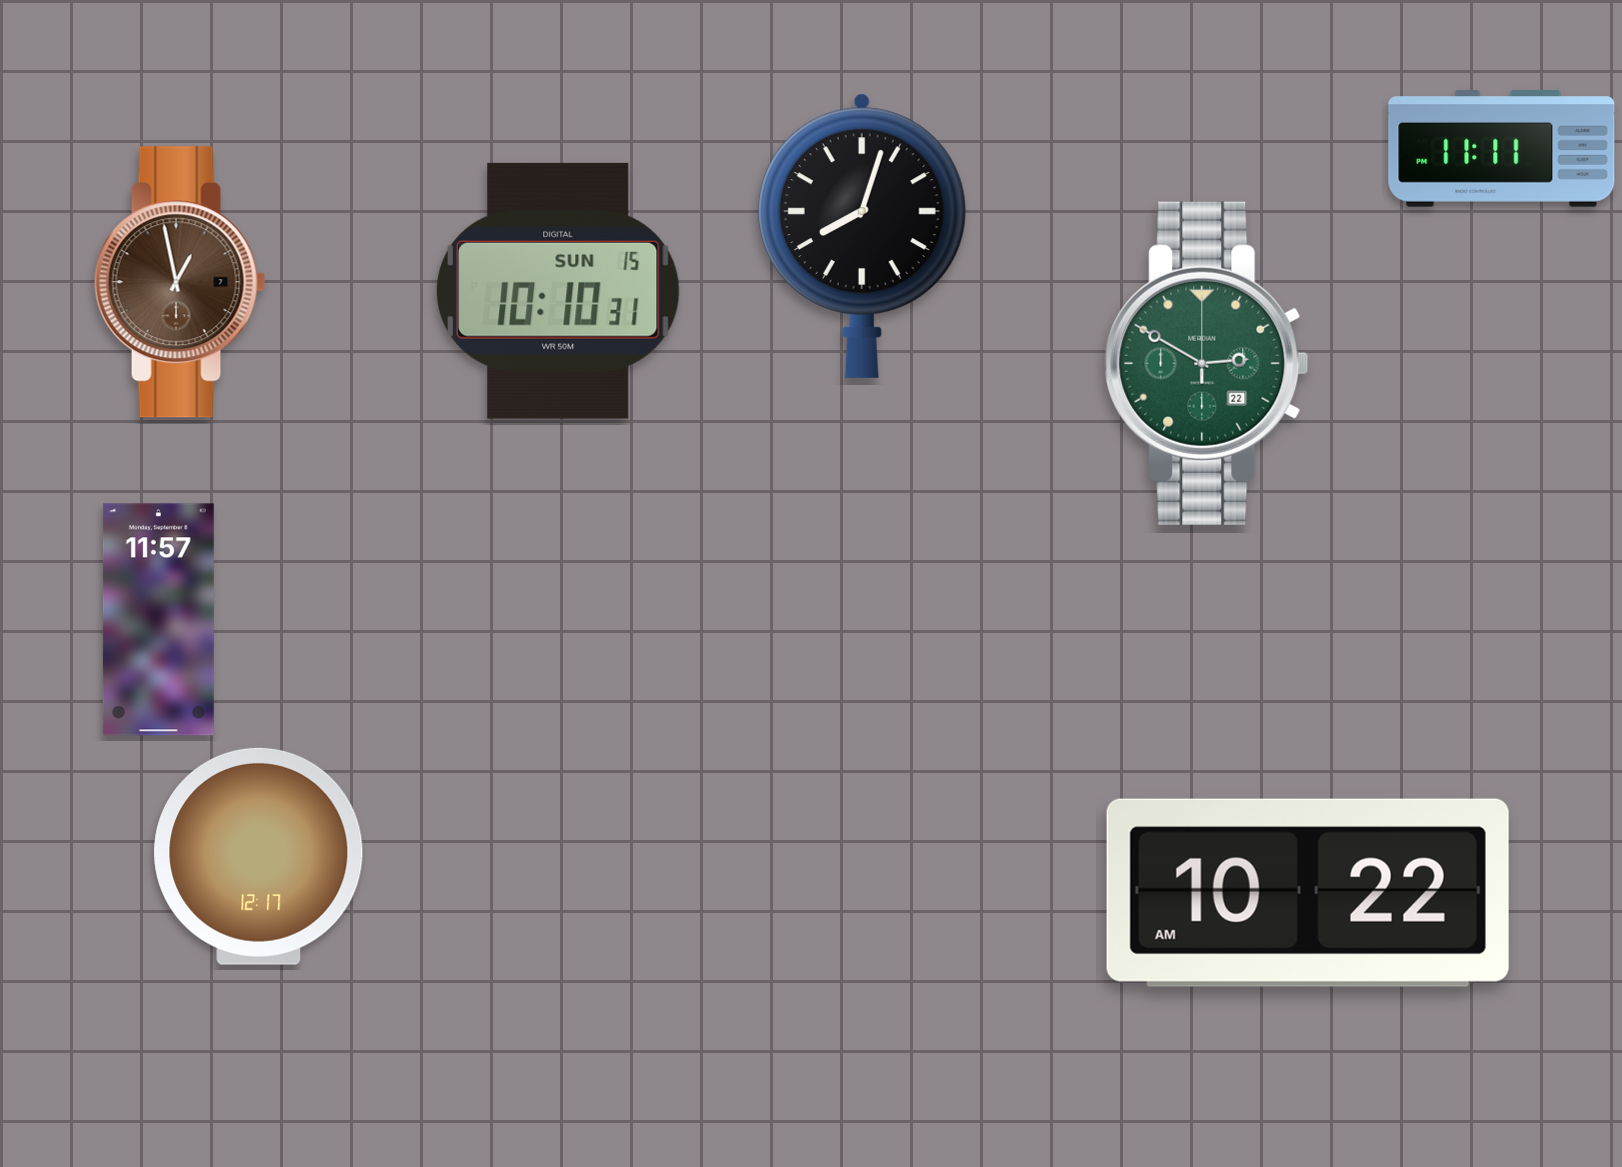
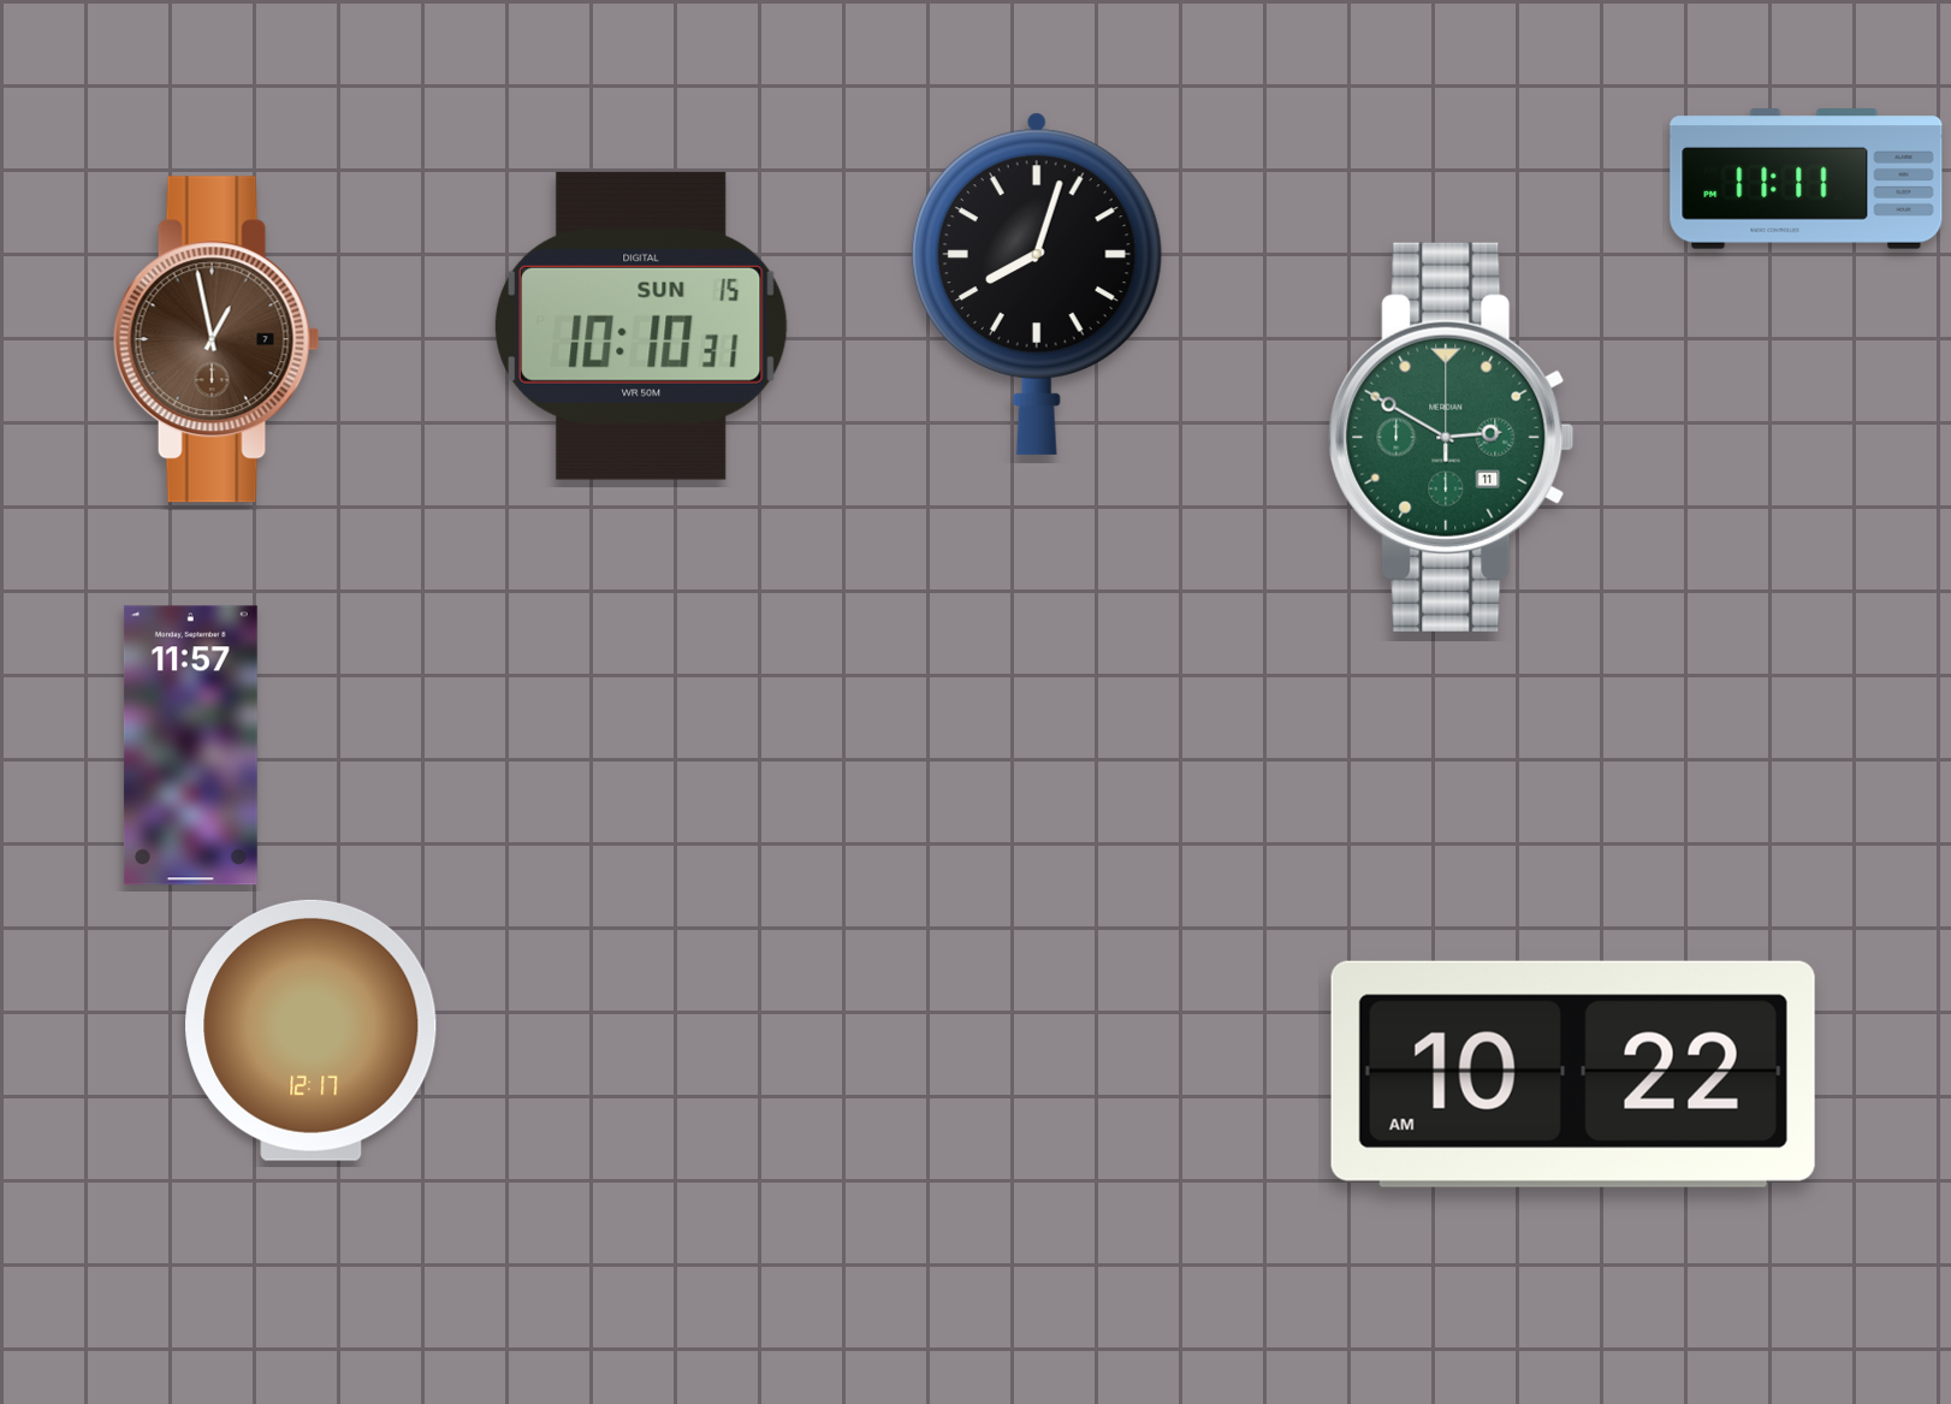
clock at (558, 291) position: (558, 291) -> (641, 326)
clock at (1207, 363) date: 22 -> 11
